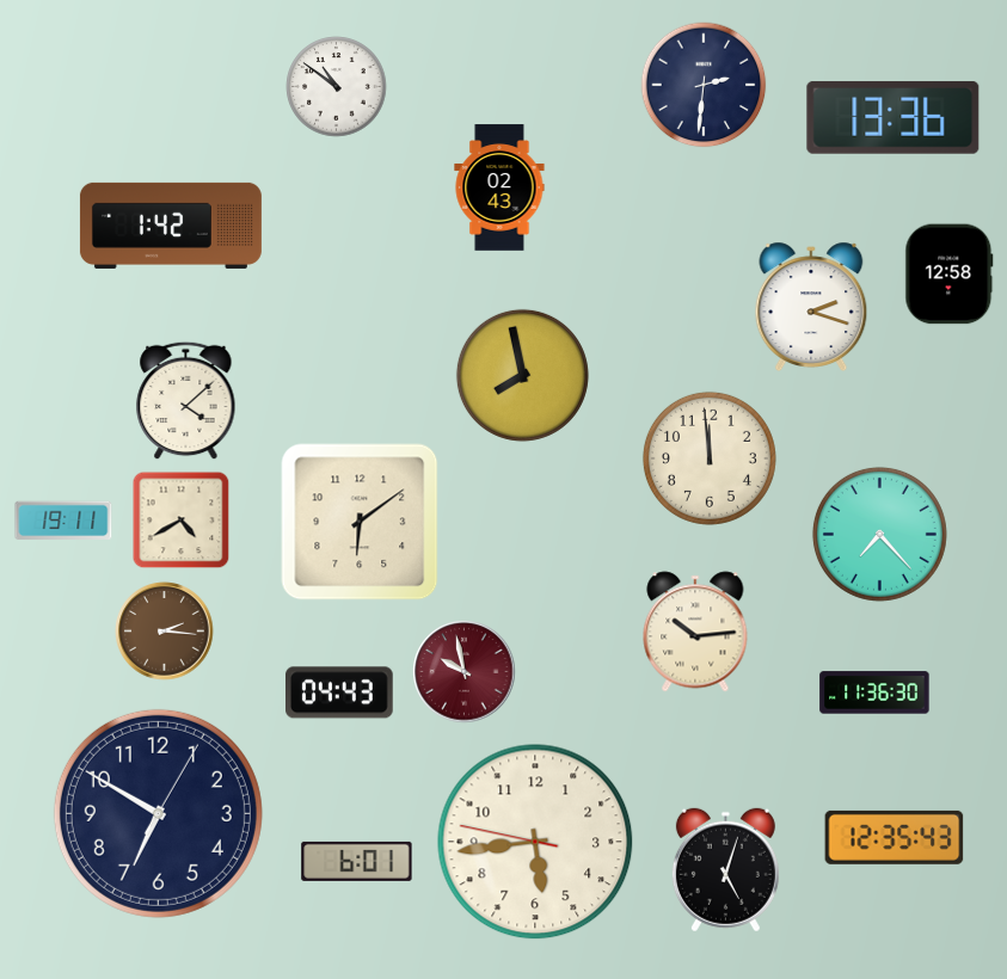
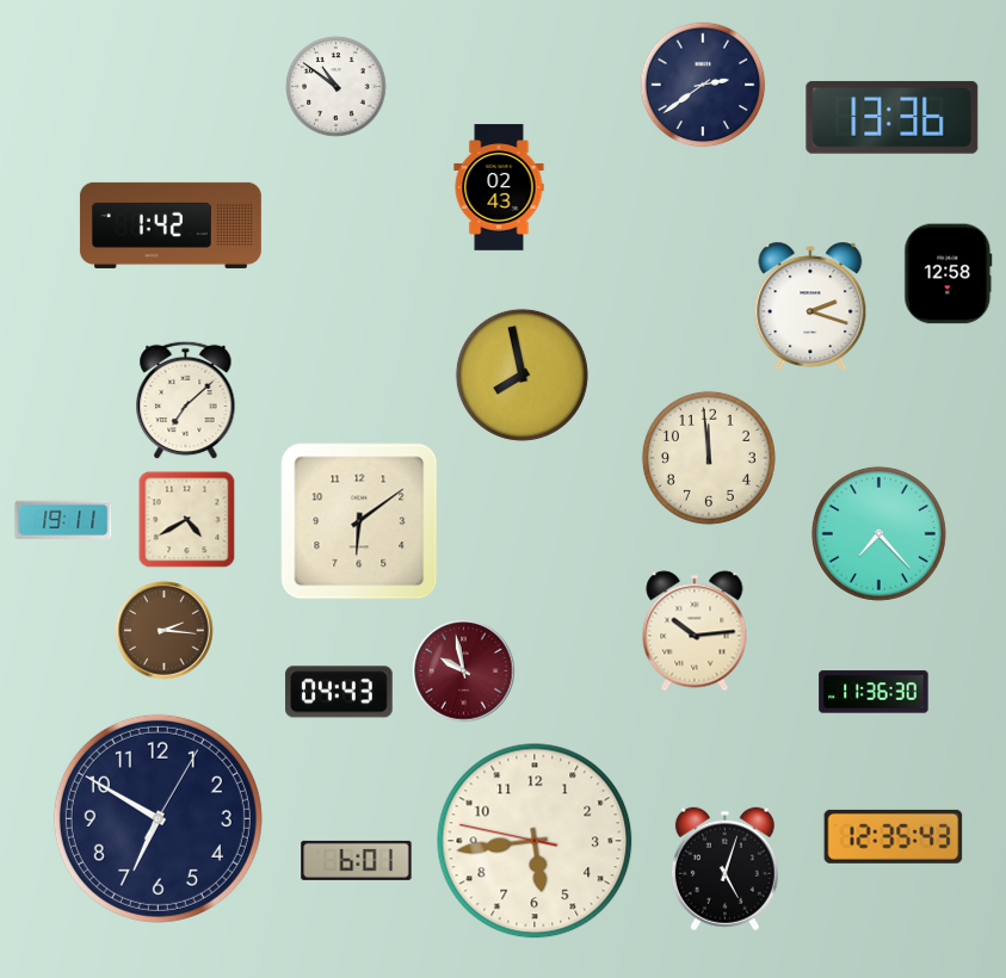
clock at (704, 85): 2:31 -> 2:39
clock at (186, 401): 4:08 -> 7:08
clock at (182, 521) position: (182, 521) -> (187, 520)
clock at (158, 813) position: (158, 813) -> (158, 818)
